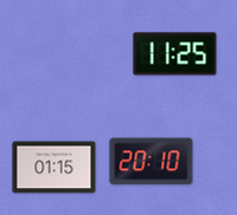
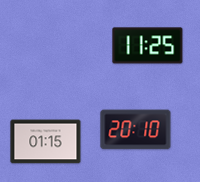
clock at (152, 162) position: (152, 162) -> (136, 130)
